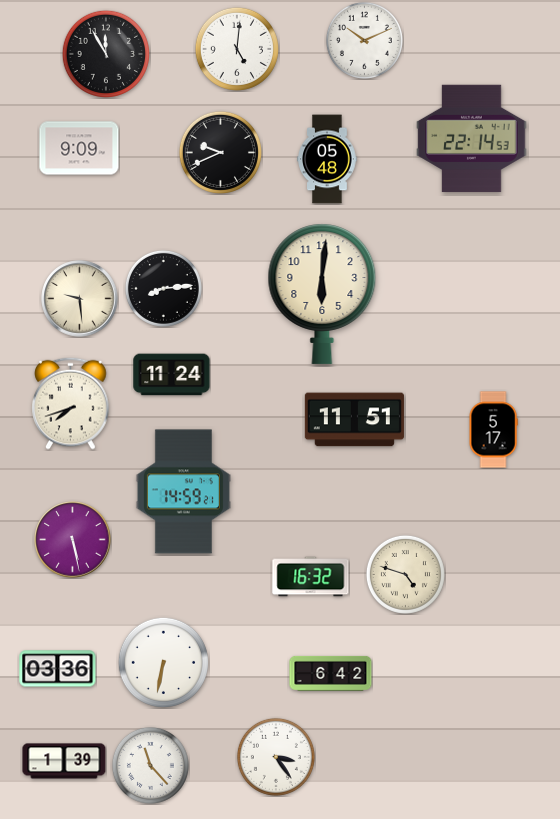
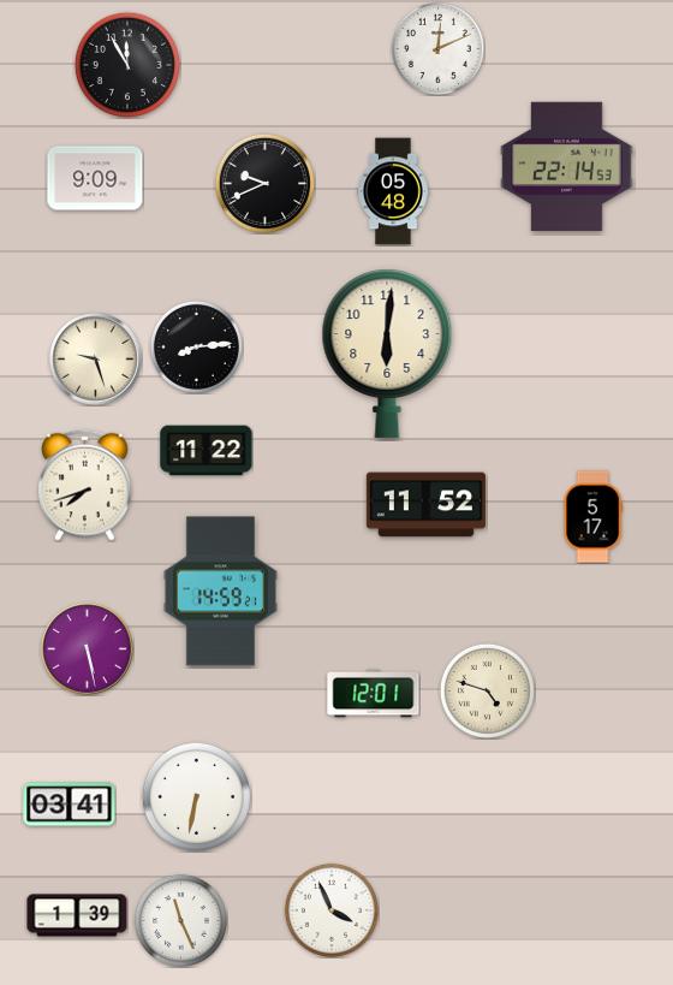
clock at (364, 40): 10:11 -> 12:11
clock at (237, 49): 5:01 -> none
clock at (80, 299): 9:29 -> 9:27
clock at (172, 375): 11:24 -> 11:22
clock at (354, 420): 11:51 -> 11:52
clock at (311, 577): 16:32 -> 12:01
clock at (58, 669): 03:36 -> 03:41
clock at (331, 673): 6:42 -> none
clock at (276, 757): 3:24 -> 3:56
clock at (150, 765): 11:23 -> 11:26
